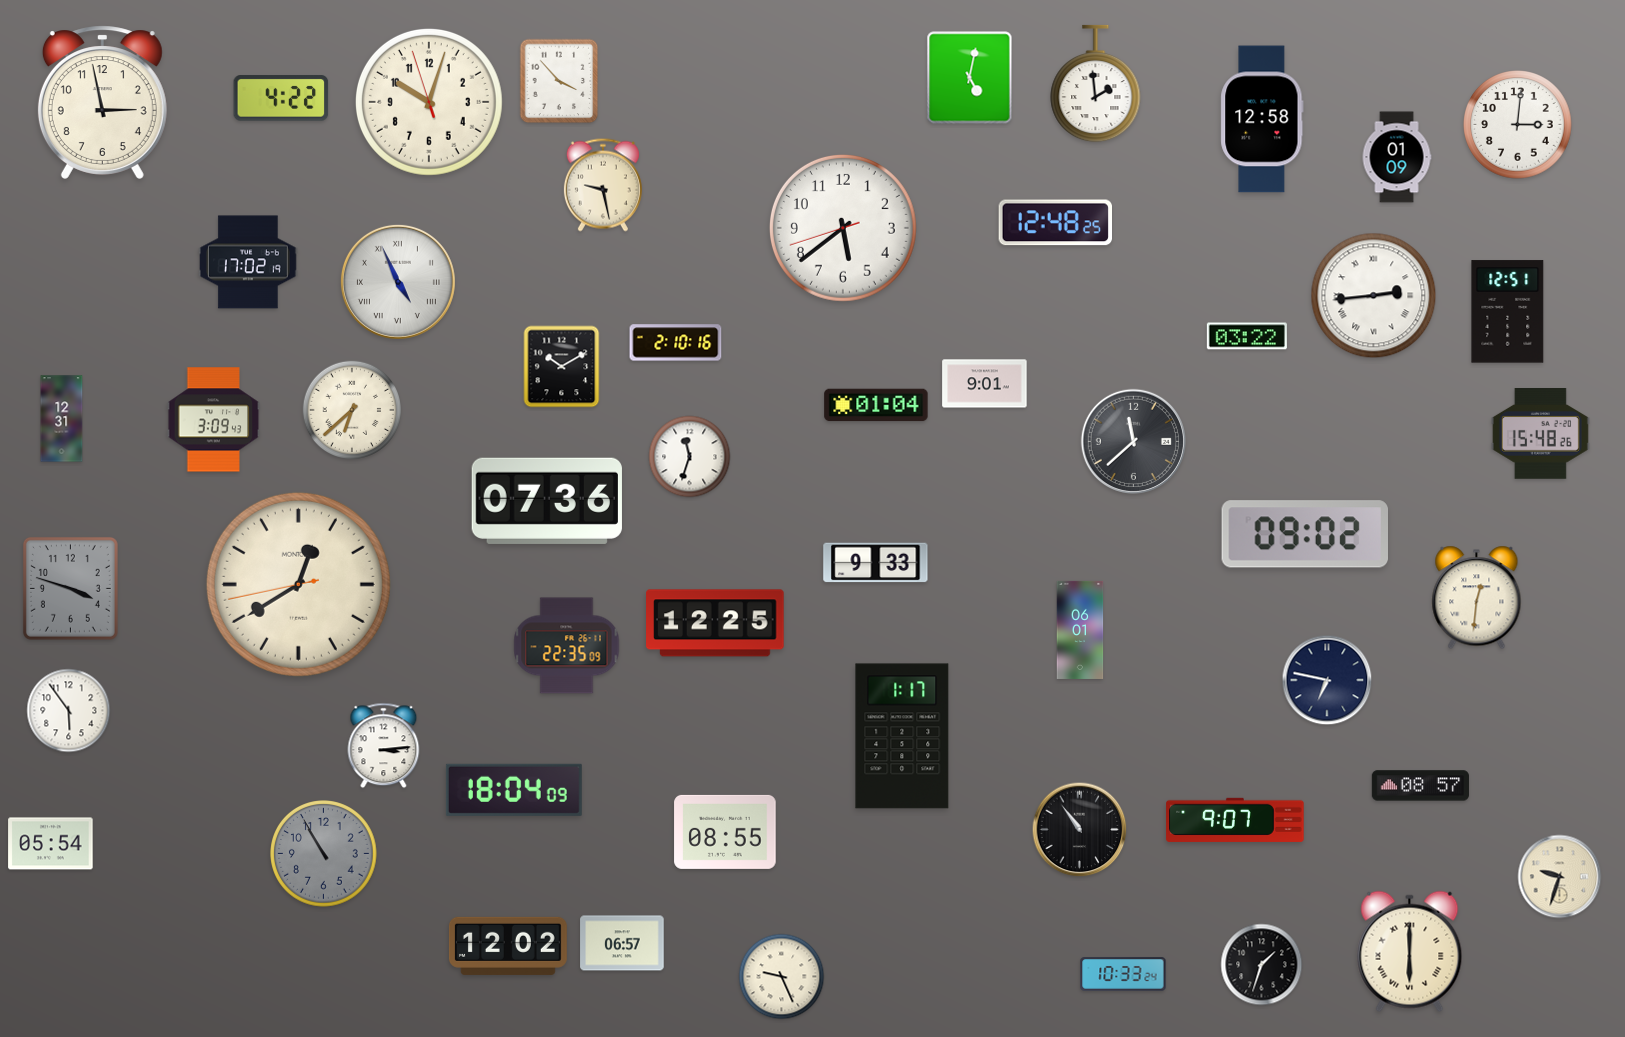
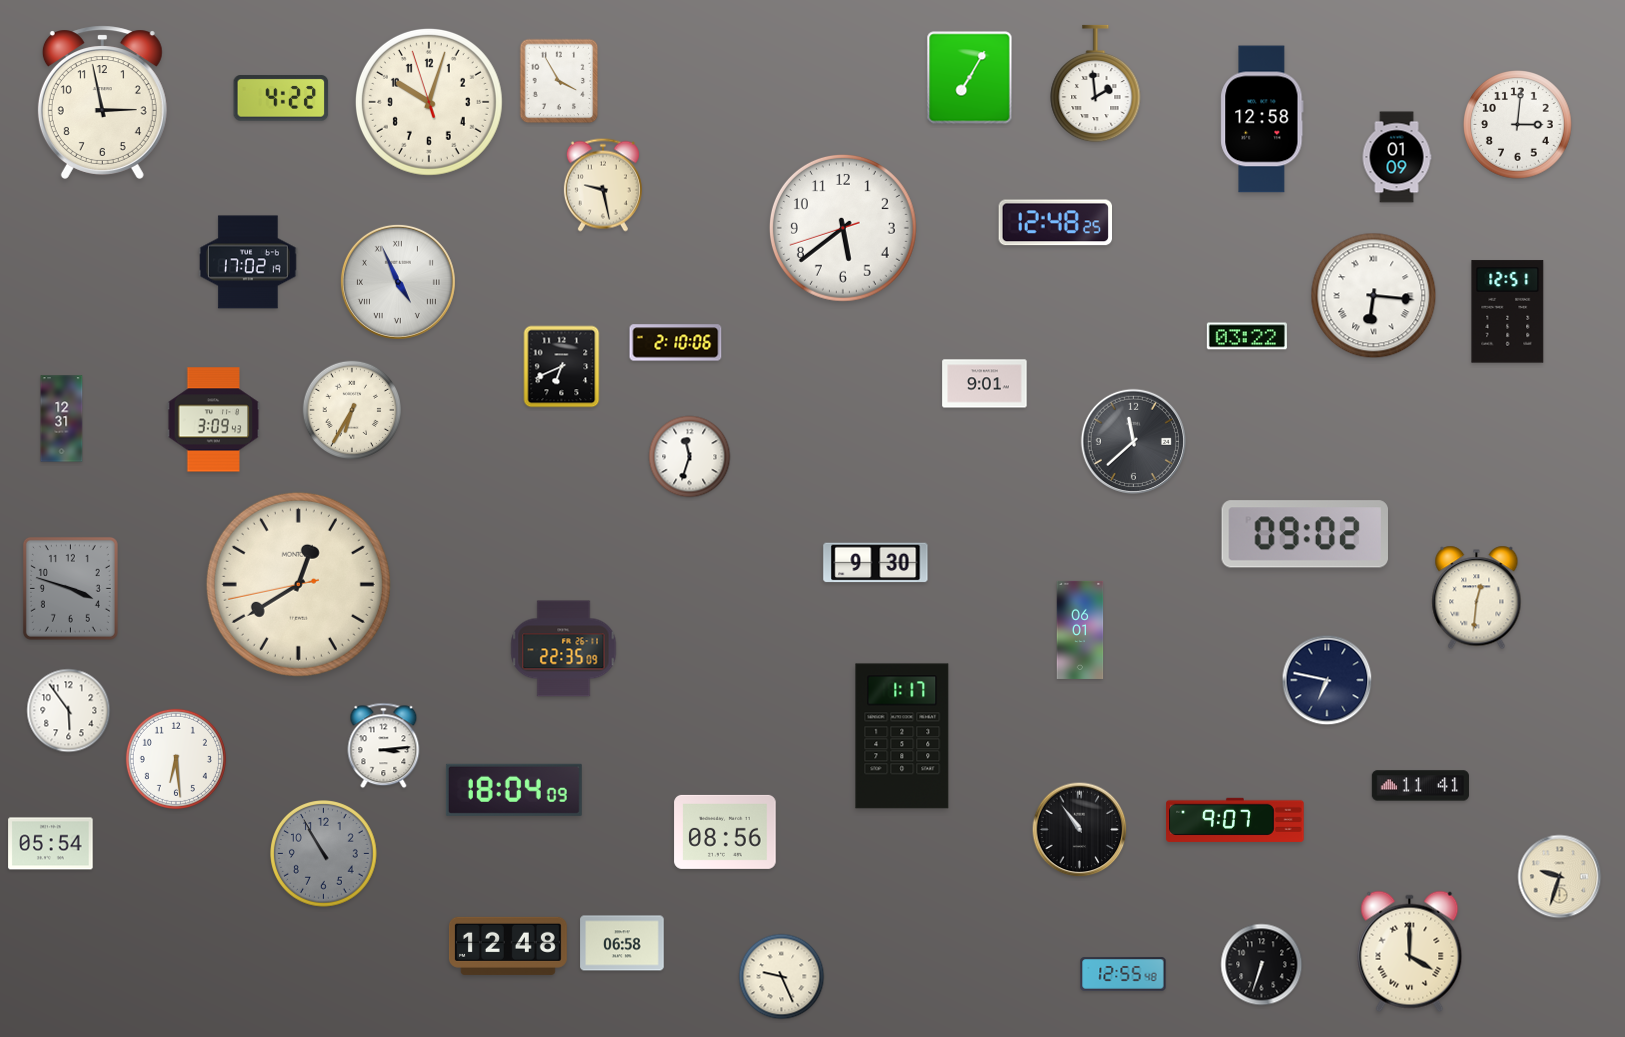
clock at (970, 78): 5:02 -> 7:05
clock at (559, 81): 3:53 -> 3:55
clock at (1374, 296): 2:44 -> 6:16
clock at (676, 343): 2:10:16 -> 2:10:06
clock at (562, 367): 10:10 -> 6:41
clock at (876, 405): 01:04 -> none
clock at (352, 410): 6:38 -> 6:35
clock at (1540, 434): 15:48 -> none
clock at (547, 501): 07:36 -> none
clock at (876, 563): 9:33 -> 9:30
clock at (715, 623): 12:25 -> none
clock at (567, 646) position: (567, 646) -> (564, 649)
clock at (176, 759): none -> 6:29
clock at (1420, 786): 08:57 -> 11:41
clock at (725, 832): 08:55 -> 08:56
clock at (622, 943): 06:57 -> 06:58
clock at (508, 946): 12:02 -> 12:48
clock at (1410, 952): 6:00 -> 4:00
clock at (1262, 965): 1:33 -> 6:33
clock at (1123, 974): 10:33 -> 12:55
